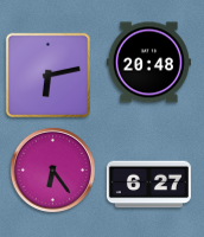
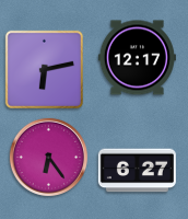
clock at (148, 63): 20:48 -> 12:17
